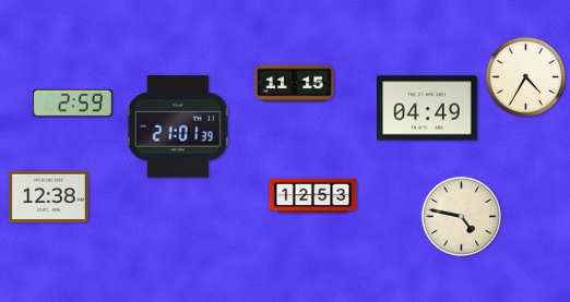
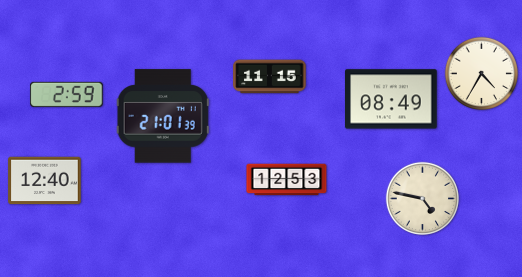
clock at (526, 77) position: (526, 77) -> (482, 74)
clock at (428, 108): 04:49 -> 08:49
clock at (49, 197): 12:38 -> 12:40
